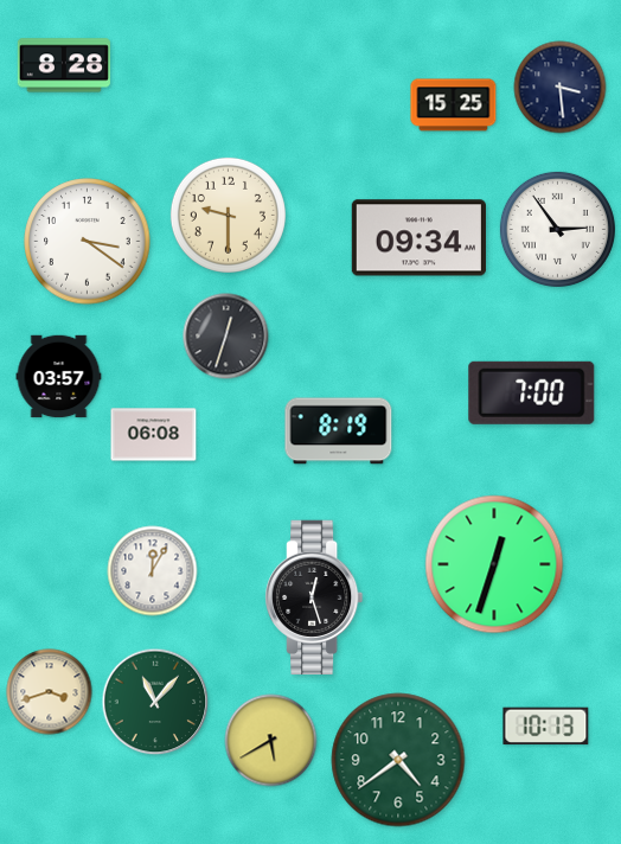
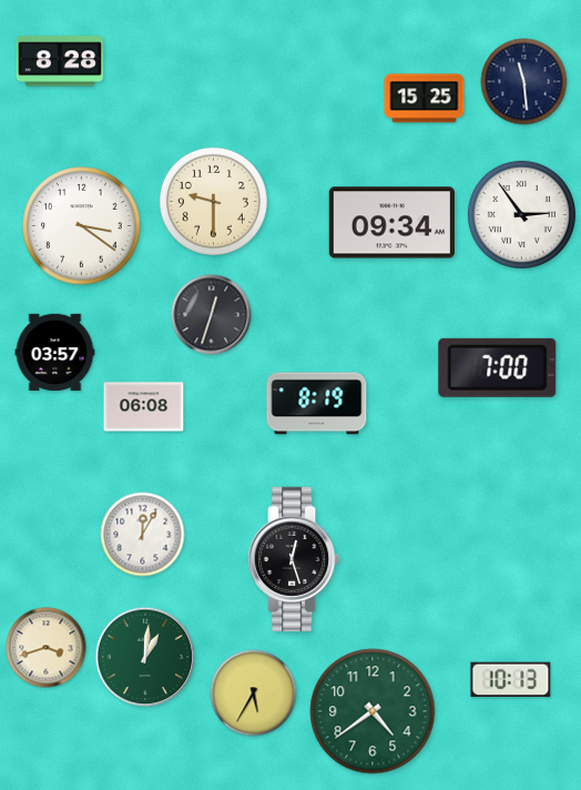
clock at (561, 88): 3:29 -> 11:29
clock at (494, 564): 12:33 -> none
clock at (155, 702): 11:07 -> 1:01
clock at (271, 741): 5:40 -> 5:35
